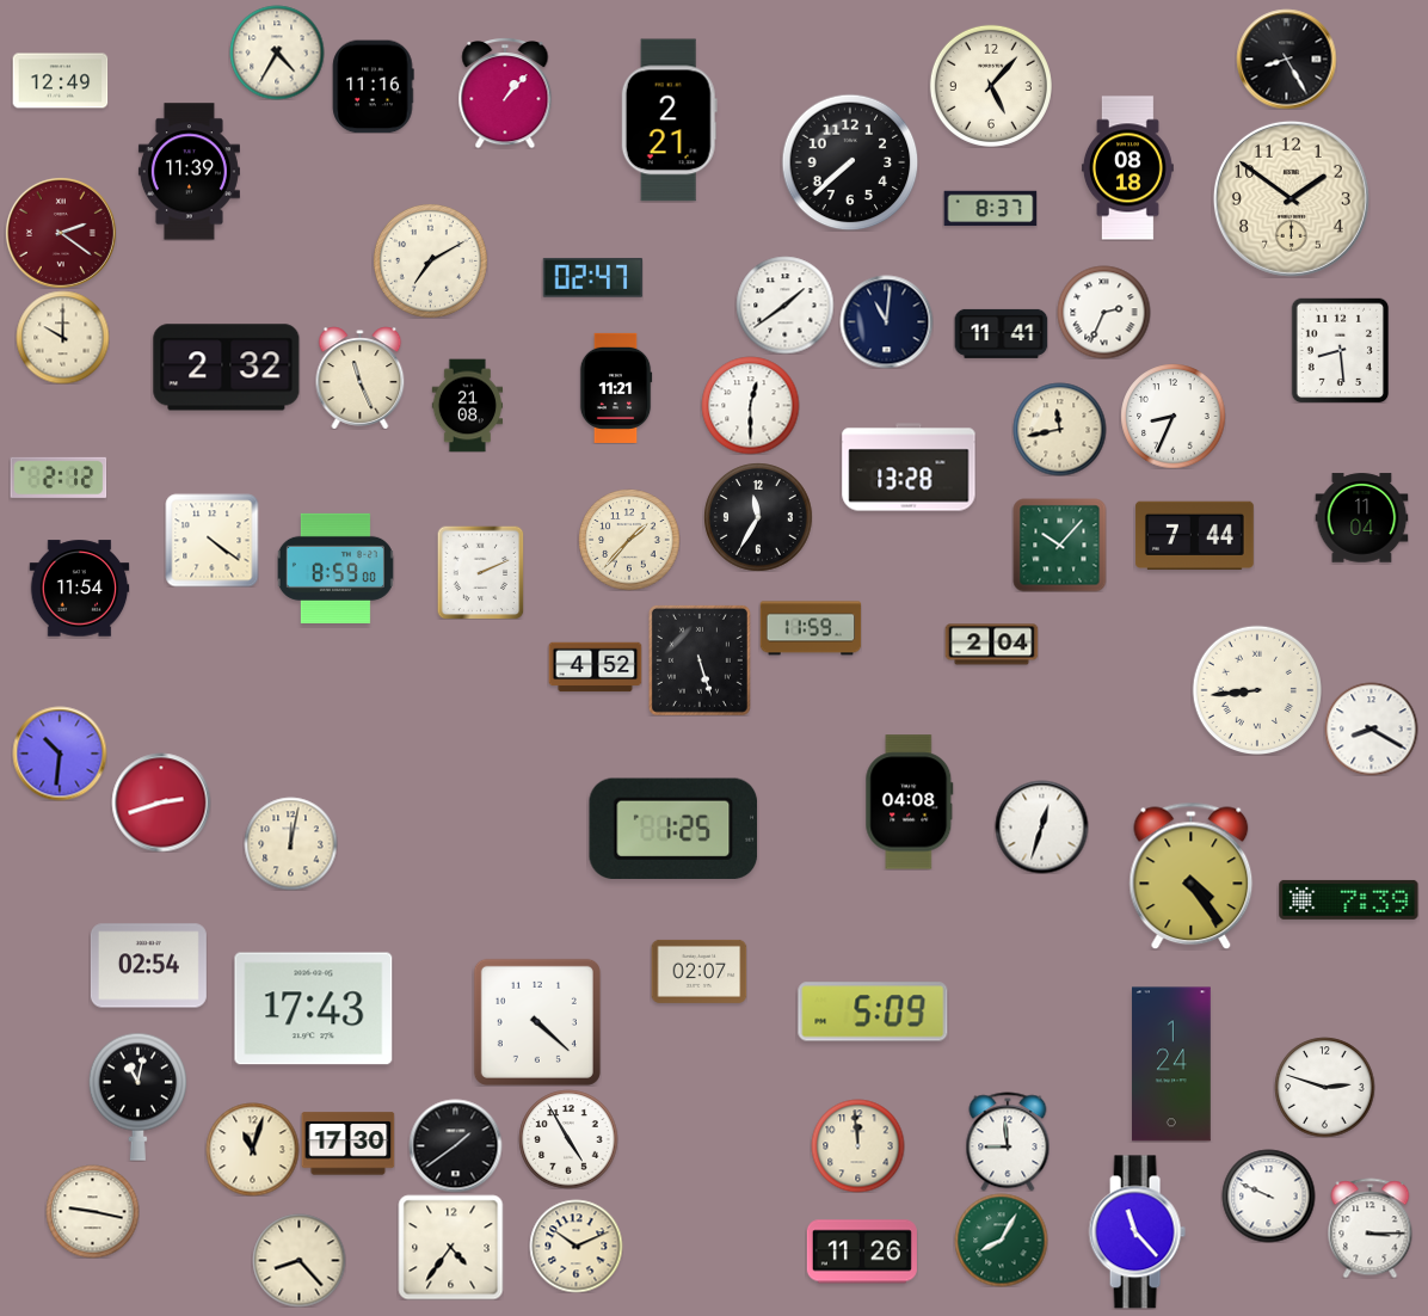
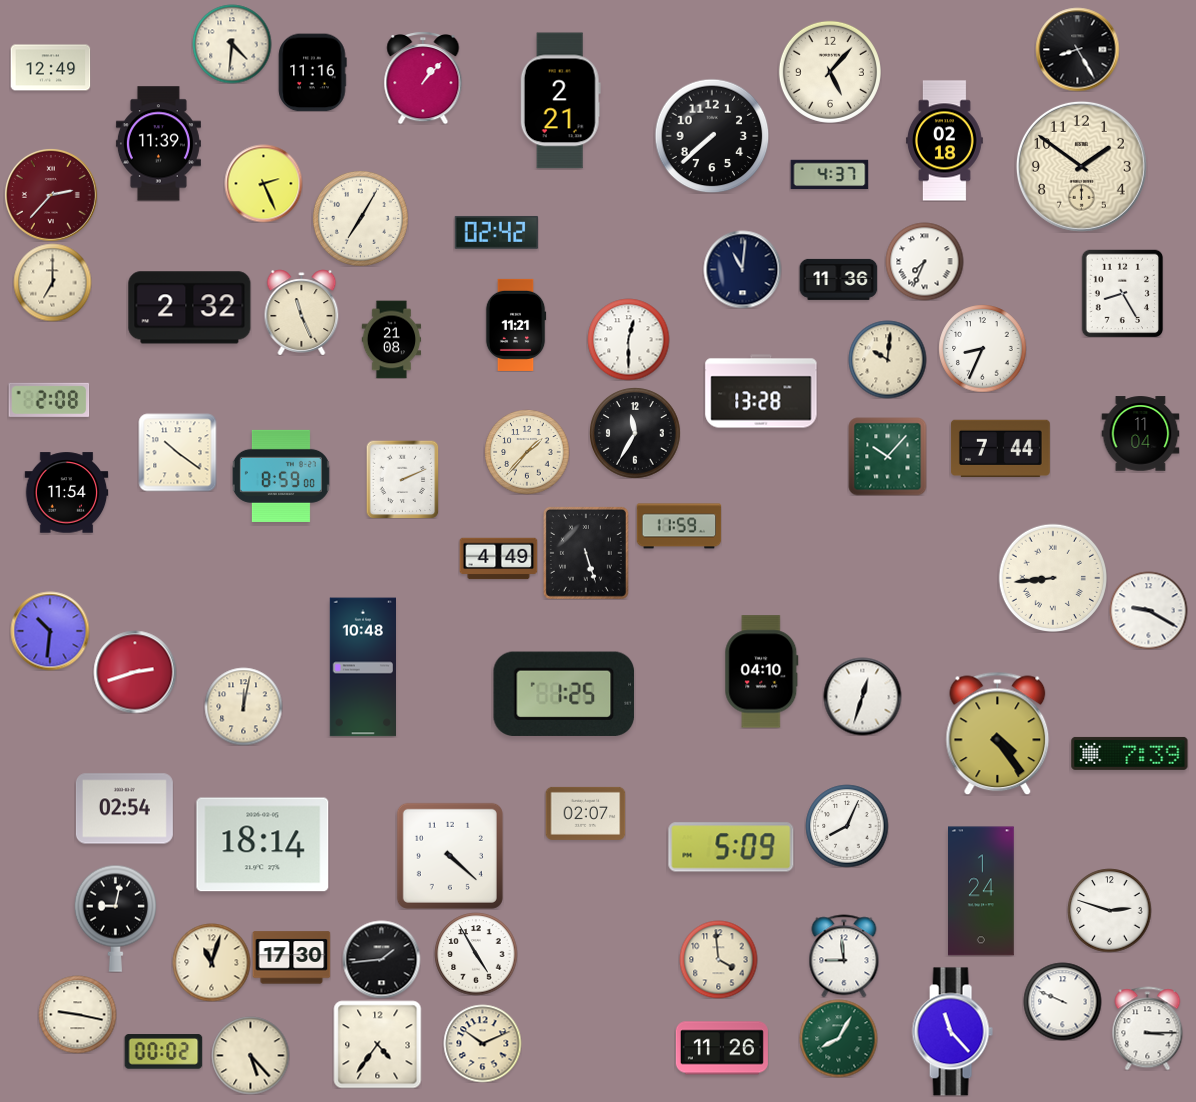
clock at (277, 53): 4:35 -> 4:31
clock at (1128, 168): 08:18 -> 02:18
clock at (990, 209): 8:37 -> 4:37
clock at (263, 183): none -> 2:26
clock at (61, 233): 2:21 -> 2:37
clock at (430, 260): 7:10 -> 7:05
clock at (592, 277): 02:47 -> 02:42
clock at (784, 305): 1:39 -> none
clock at (1103, 312): 2:34 -> 7:34
clock at (1001, 333): 11:41 -> 11:36
clock at (62, 337): 10:00 -> 7:00
clock at (1341, 350): 8:29 -> 8:25
clock at (361, 377) position: (361, 377) -> (302, 312)
clock at (1059, 429): 11:43 -> 10:01
clock at (59, 478): 2:12 -> 2:08
clock at (211, 540): 4:21 -> 10:21
clock at (991, 645): 2:04 -> none
clock at (595, 668): 4:52 -> 4:49
clock at (1371, 728): 8:20 -> 9:20
clock at (362, 667): none -> 10:48
clock at (910, 802): 04:08 -> 04:10
clock at (1041, 826) position: (1041, 826) -> (862, 696)
clock at (847, 826): none -> 8:04
clock at (314, 1009): 17:43 -> 18:14
clock at (137, 1096): 11:02 -> 9:02
clock at (455, 1145): 1:39 -> 1:44
clock at (857, 1145): 11:59 -> 3:59
clock at (163, 1052): none -> 00:02
clock at (298, 1260): 8:23 -> 5:23
